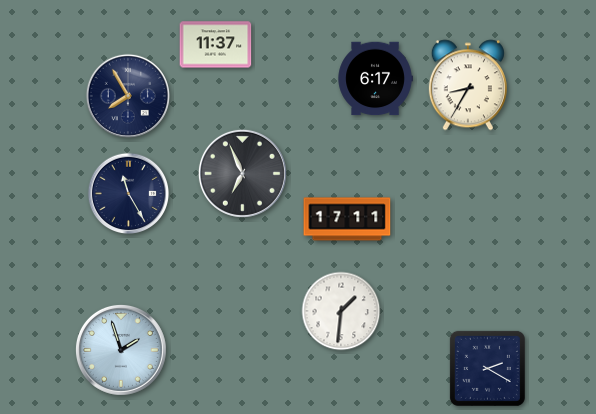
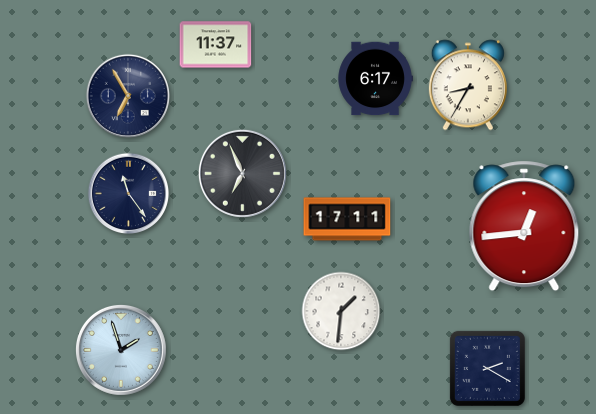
clock at (128, 96): 7:55 -> 6:55
clock at (129, 194): 11:25 -> 11:24
clock at (524, 226): none -> 12:44
